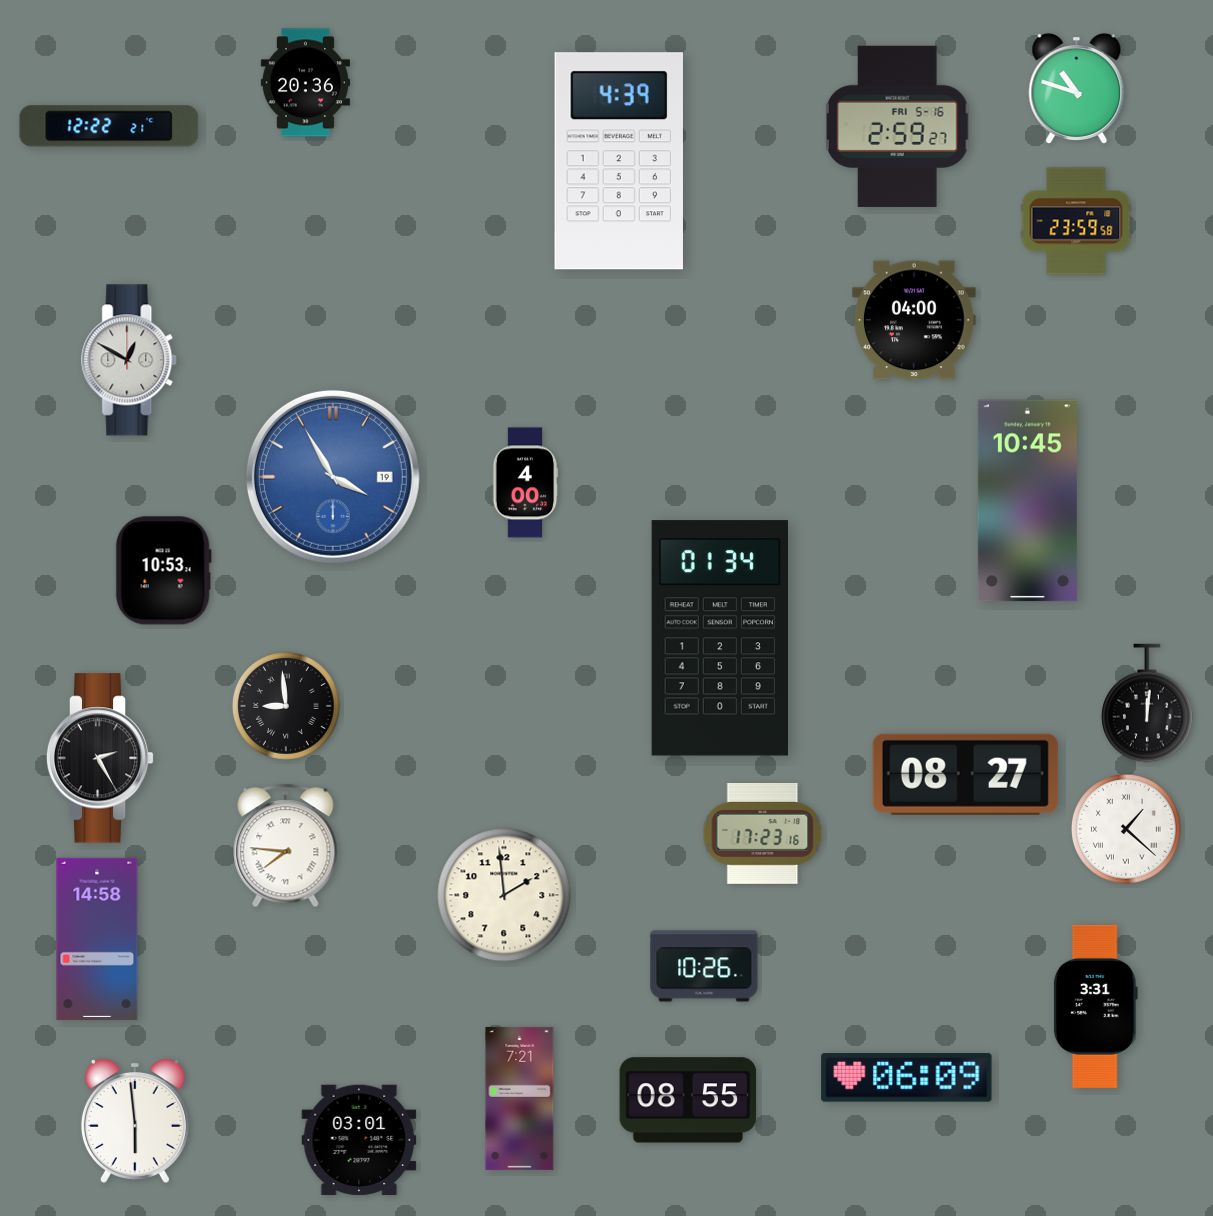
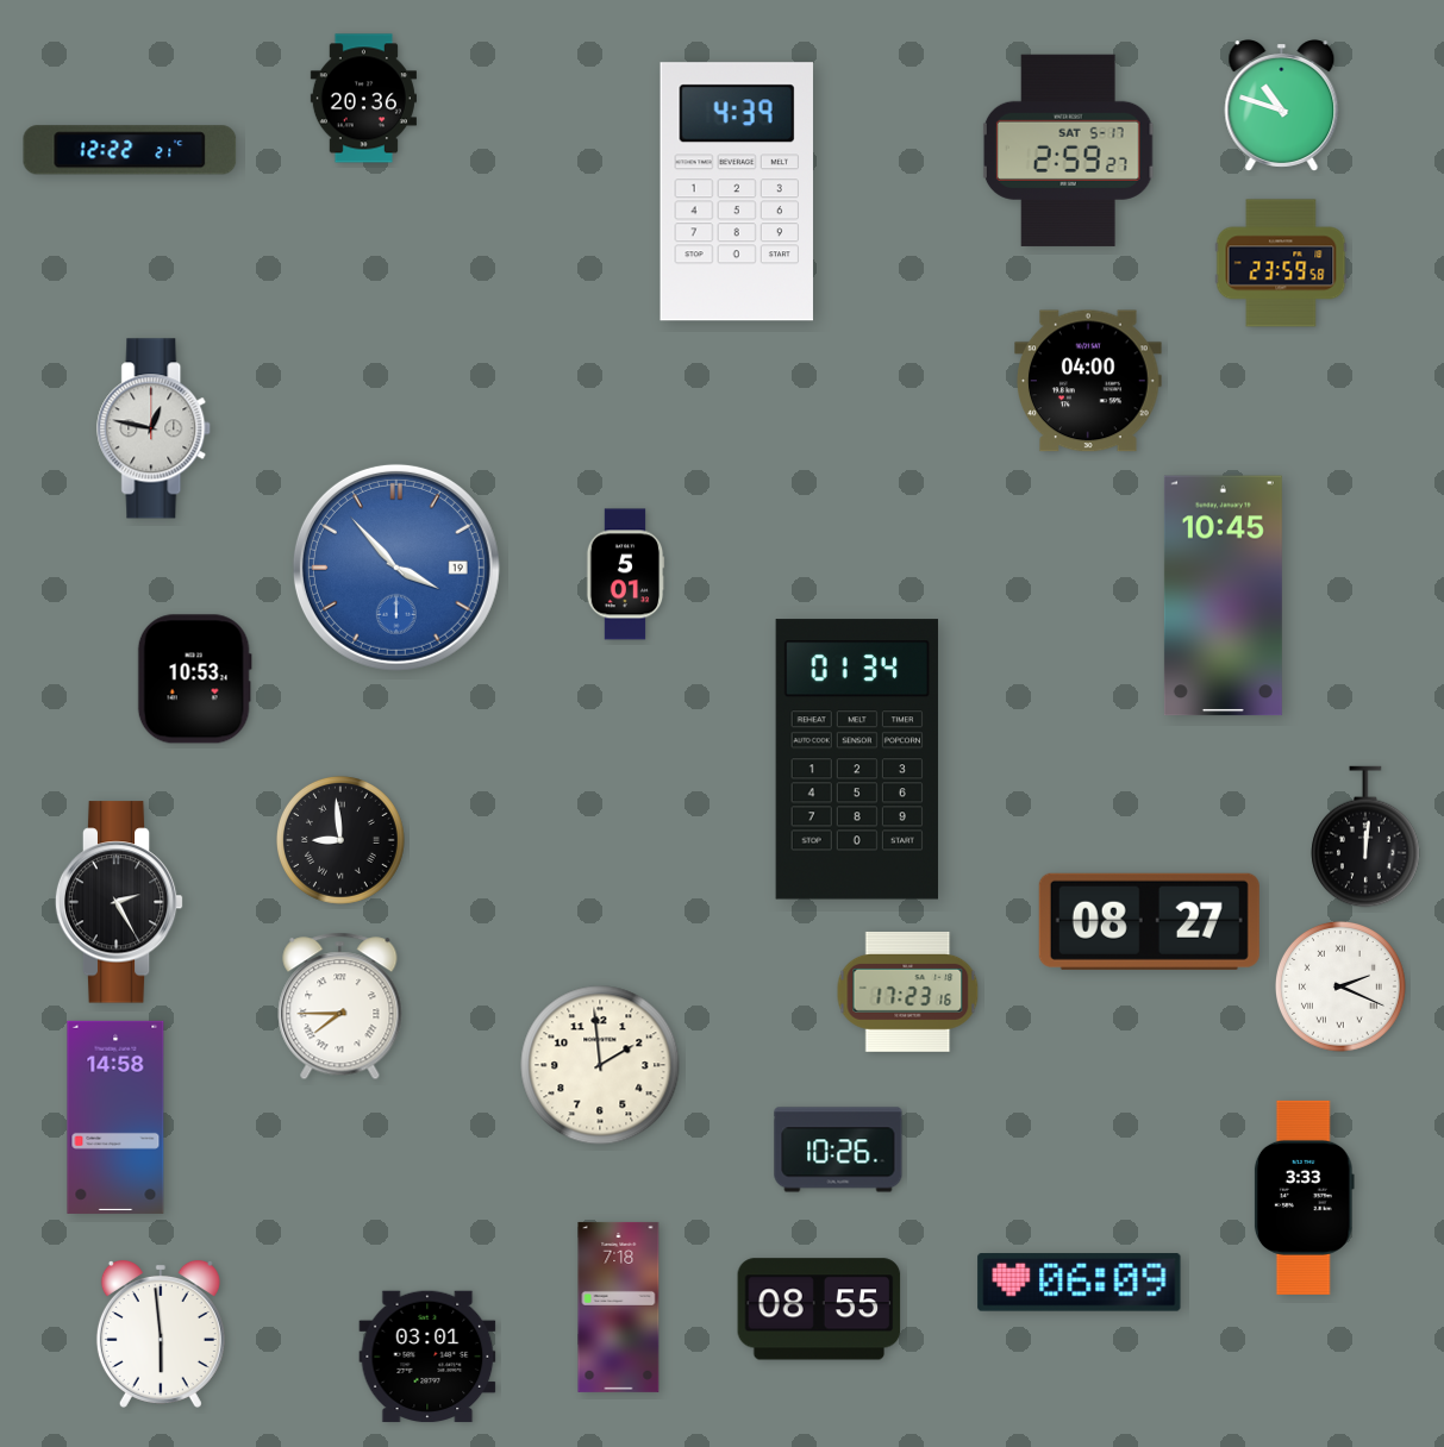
clock at (898, 126) date: FRI 5-16 -> SAT 5-17
clock at (130, 360): 12:50 -> 12:47
clock at (333, 477): 3:55 -> 3:53
clock at (525, 483): 4:00 -> 5:01
clock at (1127, 830): 1:22 -> 2:19
clock at (286, 846): 7:46 -> 7:45
clock at (1095, 1006): 3:31 -> 3:33
clock at (520, 1098): 7:21 -> 7:18
